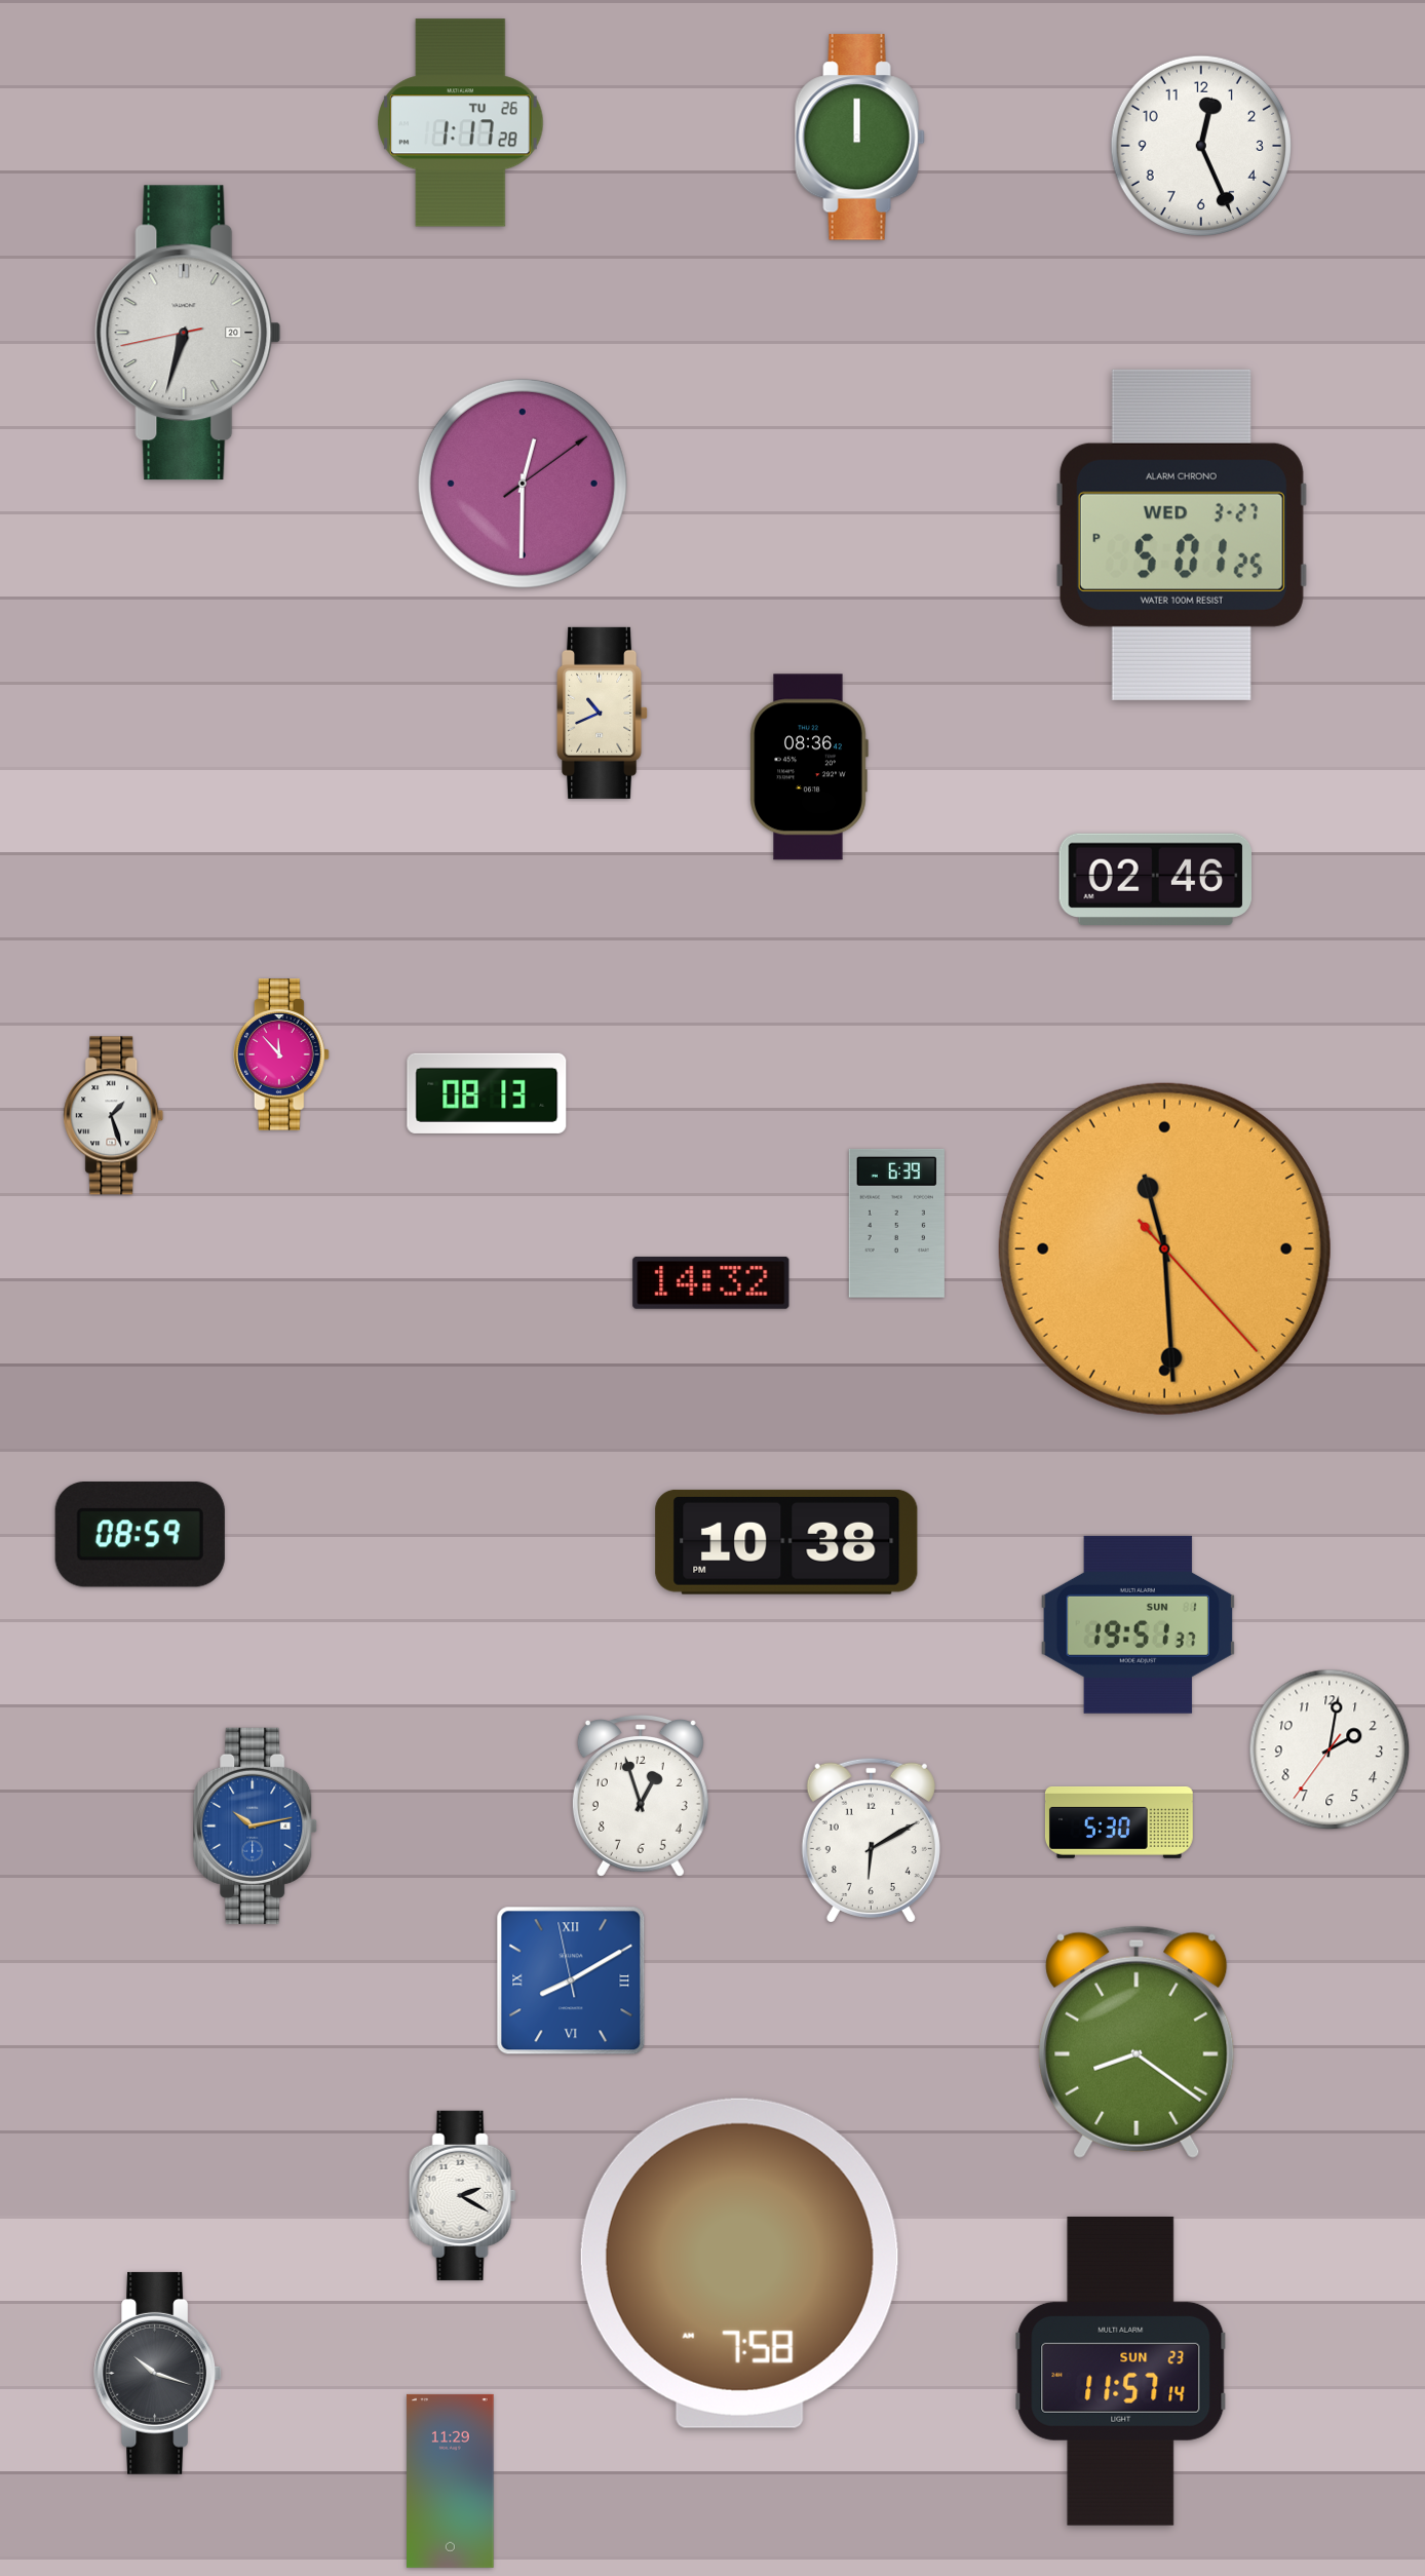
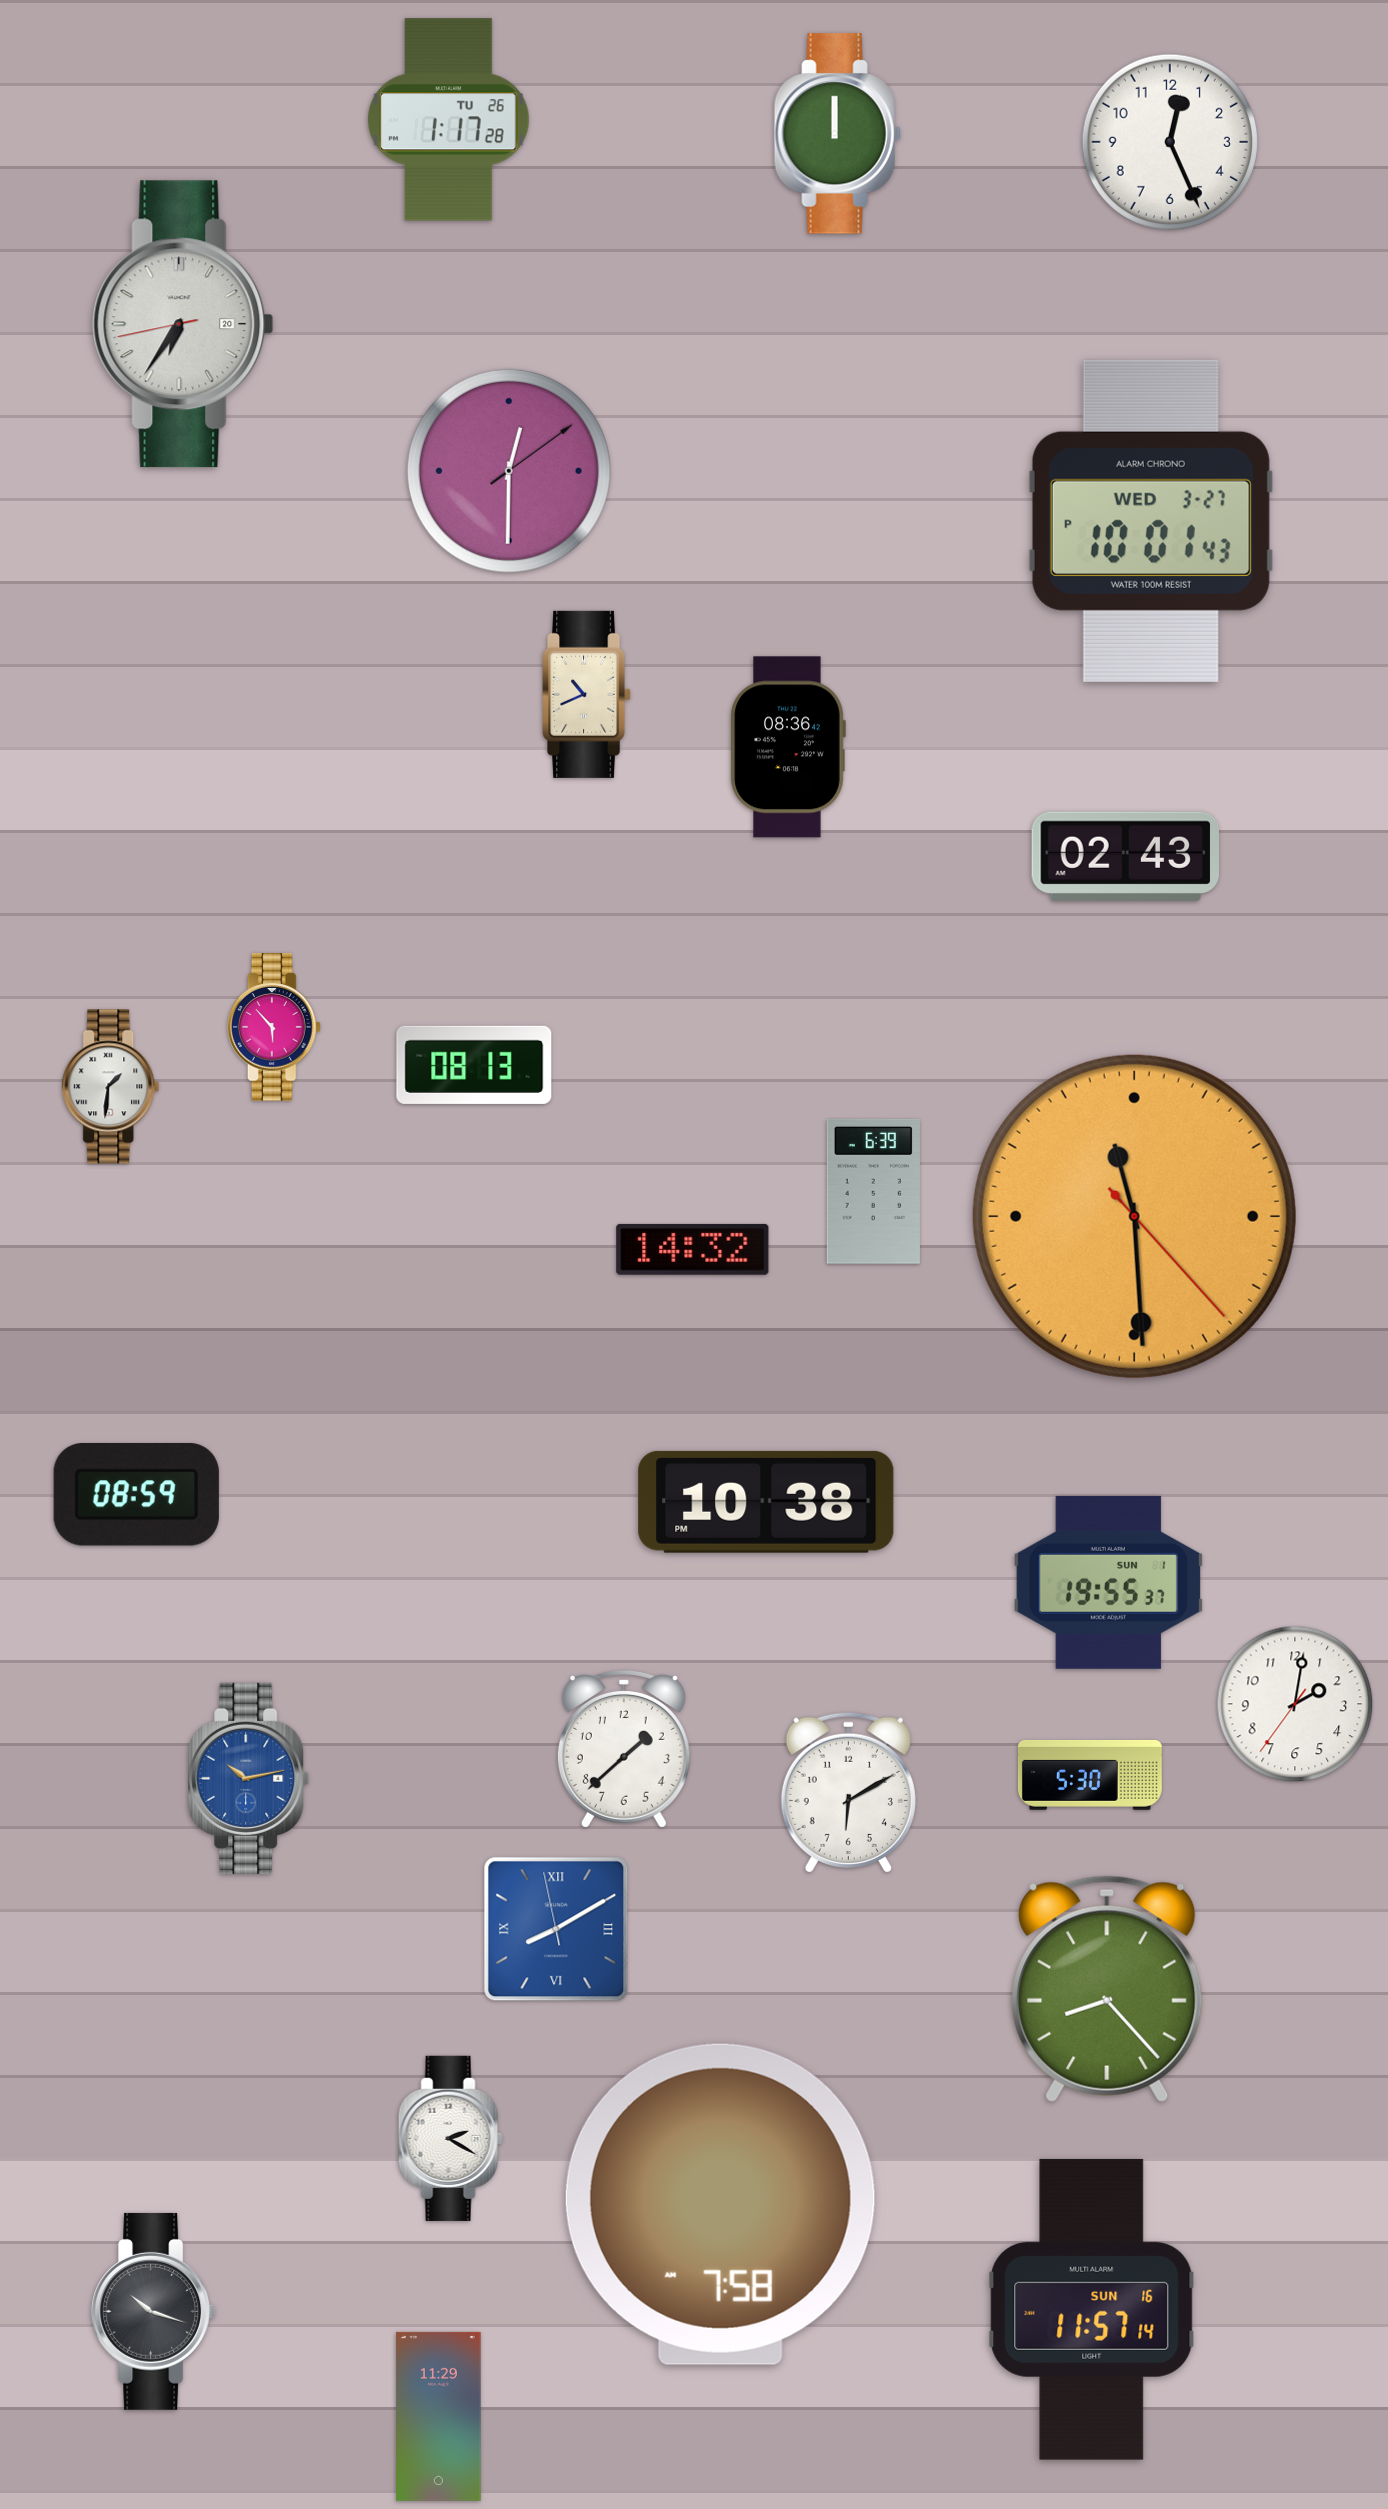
clock at (188, 333): 6:32 -> 6:35
clock at (1182, 535): 5:01 -> 10:01
clock at (1155, 879): 02:46 -> 02:43
clock at (281, 1054): 11:53 -> 5:53
clock at (114, 1116): 1:27 -> 1:31
clock at (1138, 1624): 19:51 -> 19:55
clock at (641, 1797): 12:57 -> 1:38
clock at (1137, 2042): 8:21 -> 8:23
clock at (1121, 2371) date: SUN 23 -> SUN 16
